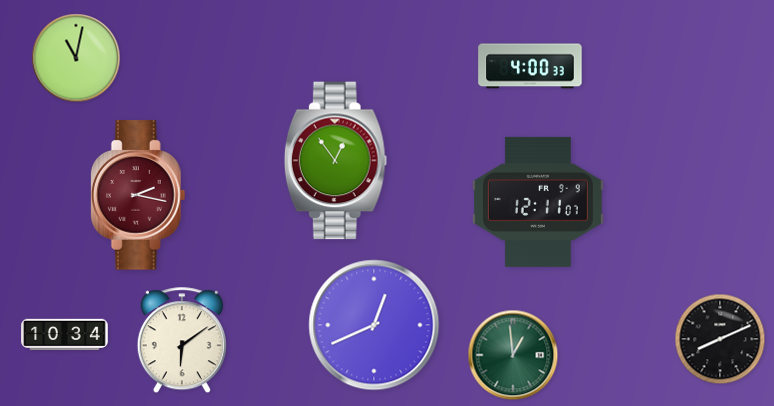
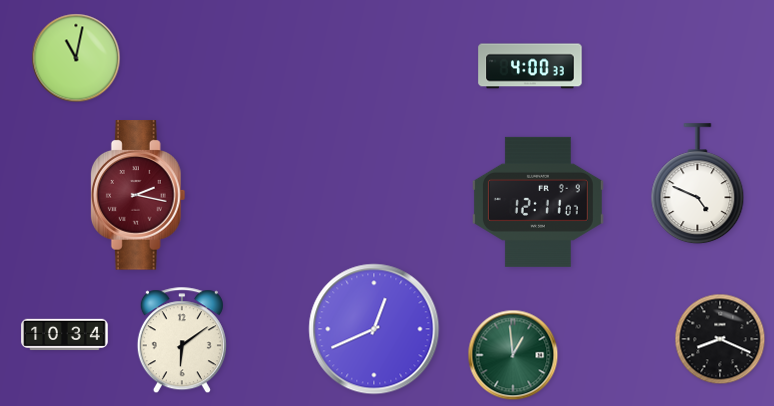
clock at (335, 161): 12:54 -> none
clock at (698, 184): none -> 4:49
clock at (374, 325) position: (374, 325) -> (374, 329)
clock at (720, 339): 8:11 -> 8:19
